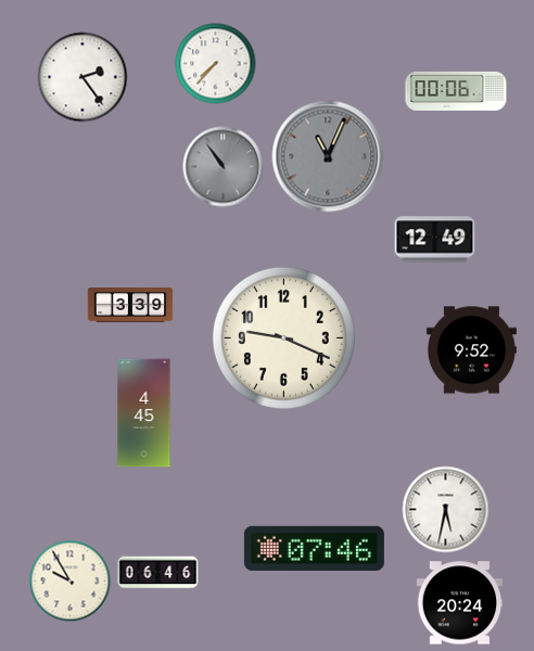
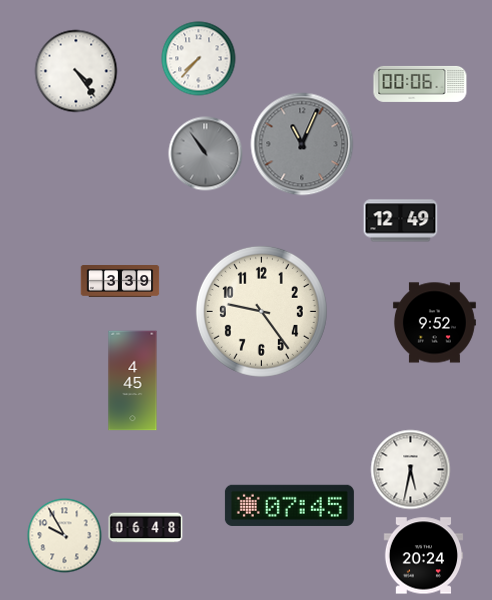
clock at (82, 77): 2:24 -> 4:24
clock at (283, 337): 9:19 -> 9:24
clock at (314, 548): 07:46 -> 07:45
clock at (158, 573): 06:46 -> 06:48
